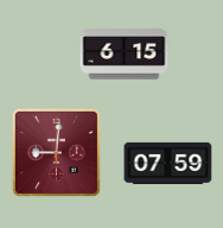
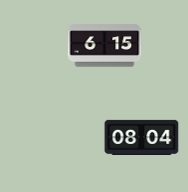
clock at (56, 152): 9:01 -> none
clock at (168, 163): 07:59 -> 08:04
